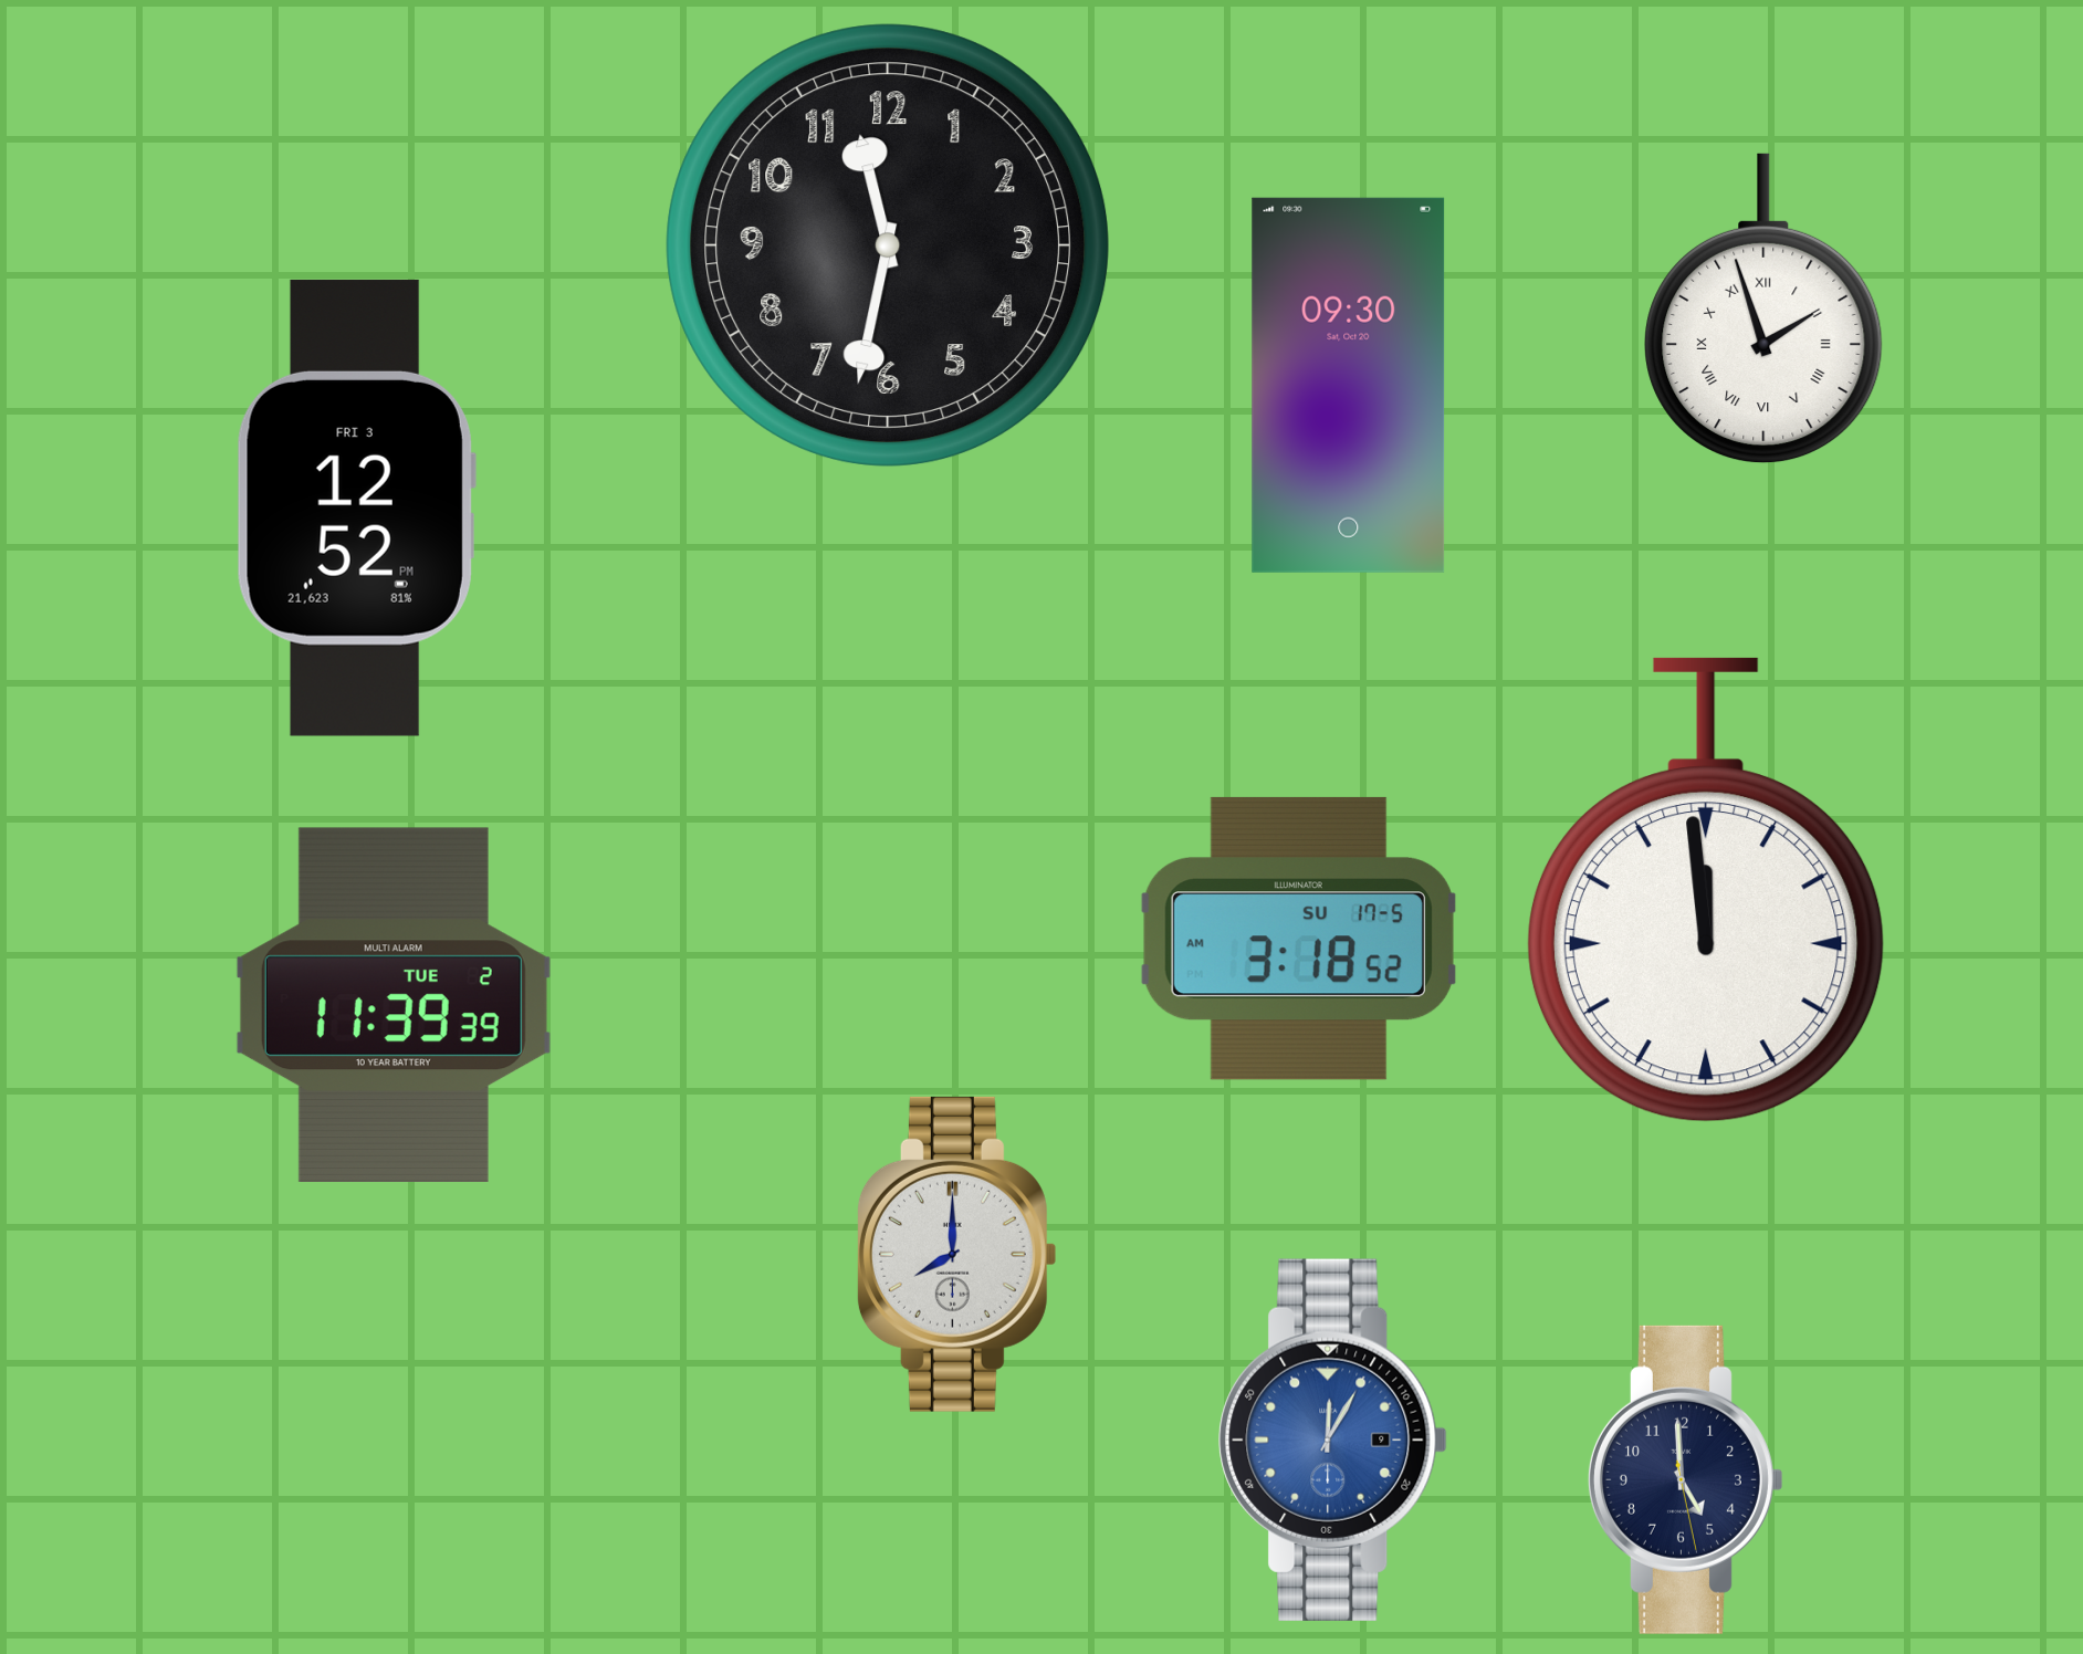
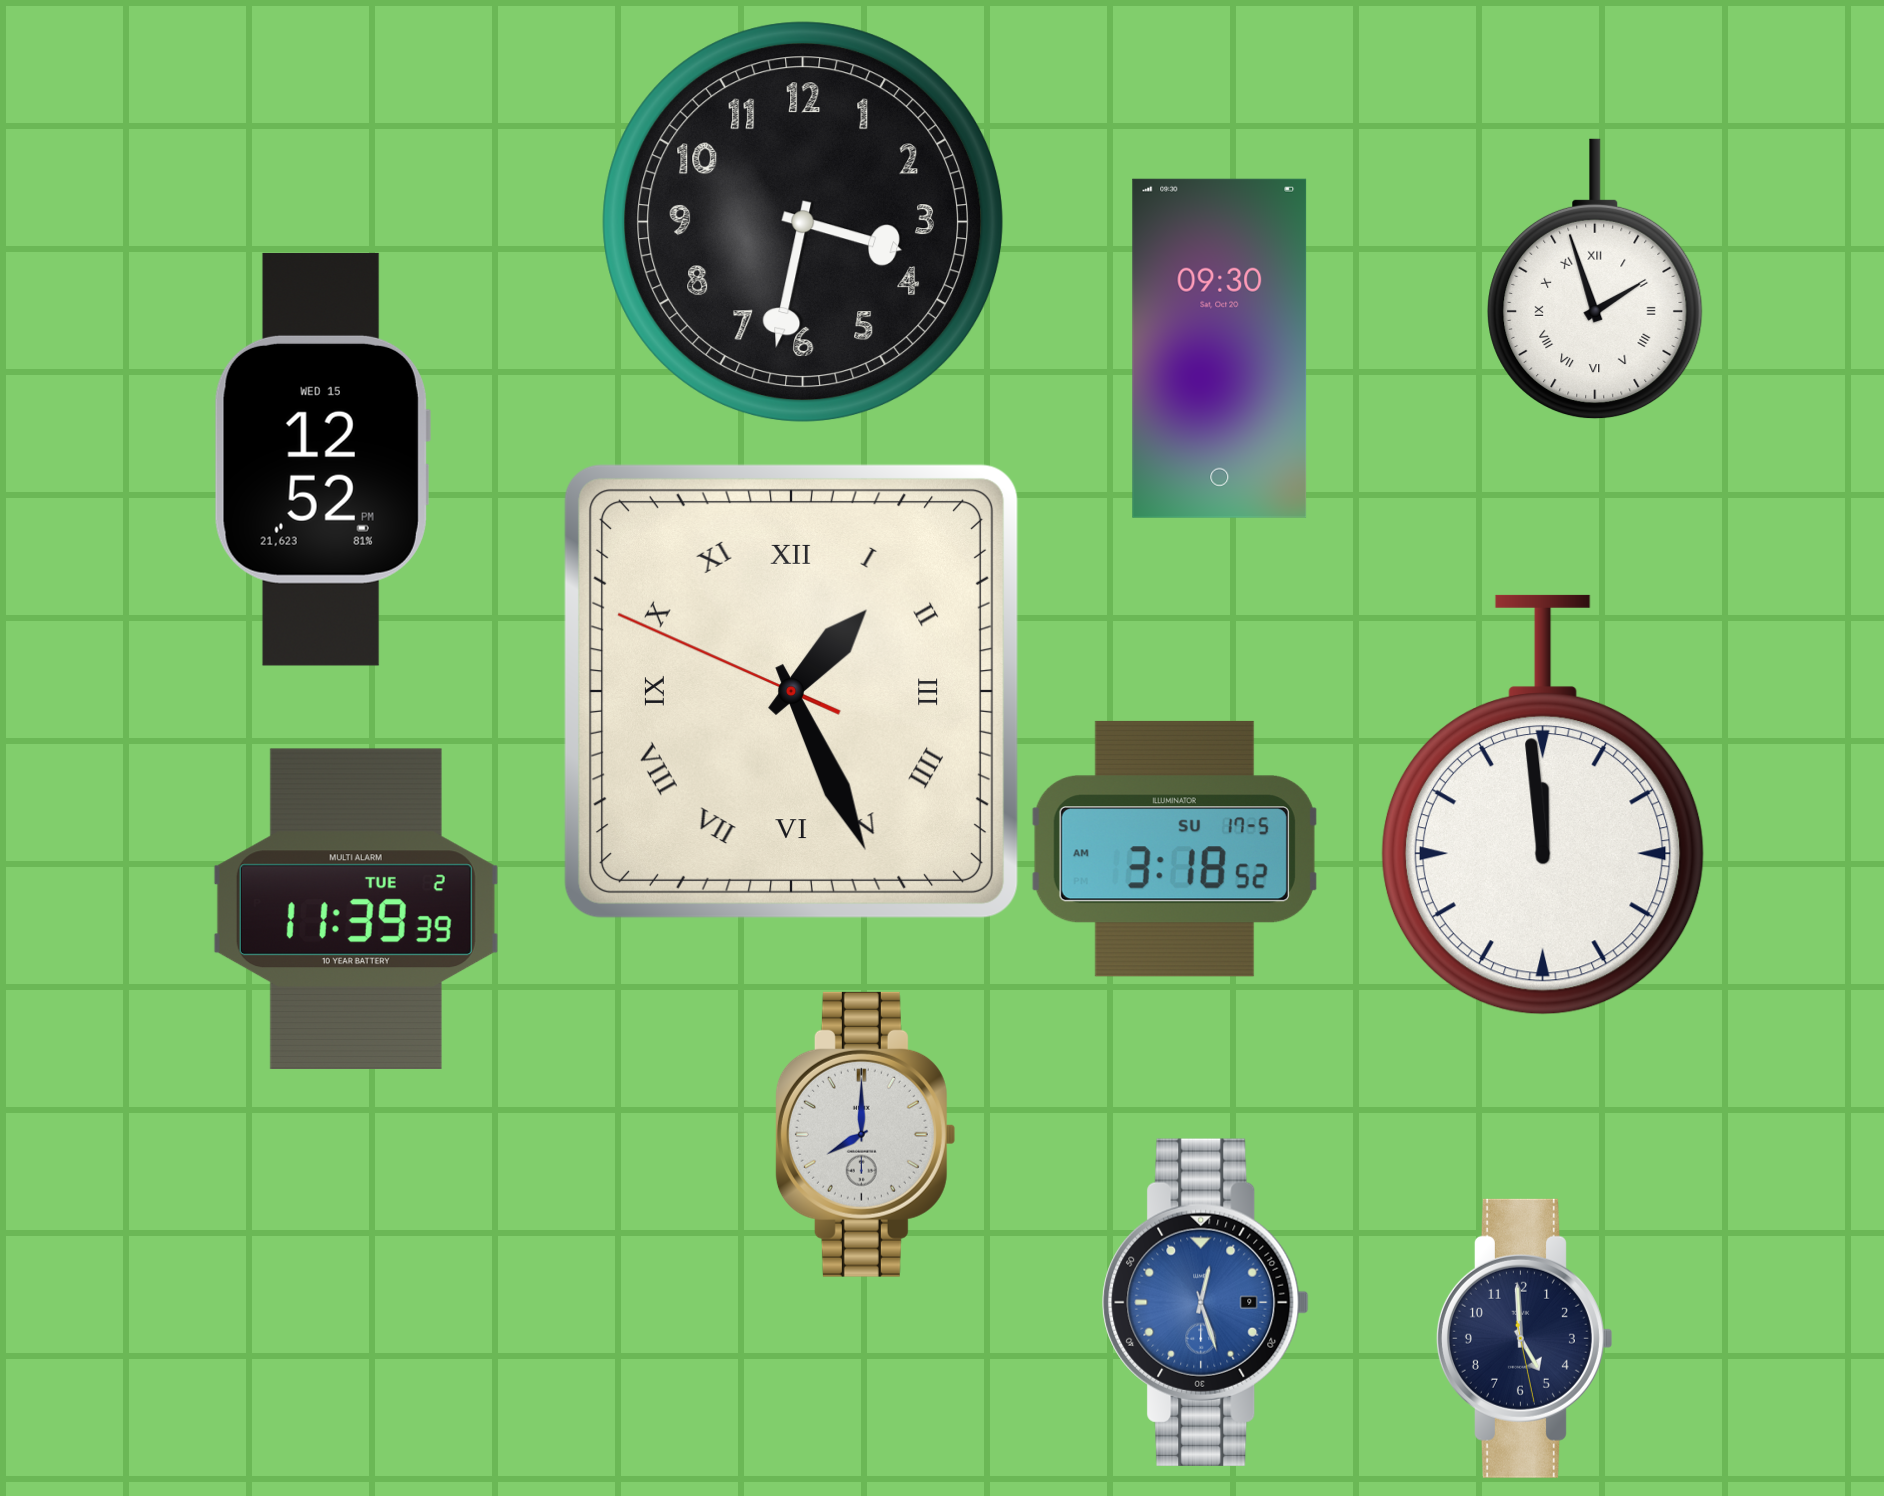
clock at (888, 245): 11:32 -> 3:32
clock at (356, 507) date: FRI 3 -> WED 15
clock at (791, 691): none -> 1:25
clock at (1333, 1440): 12:05 -> 12:27
